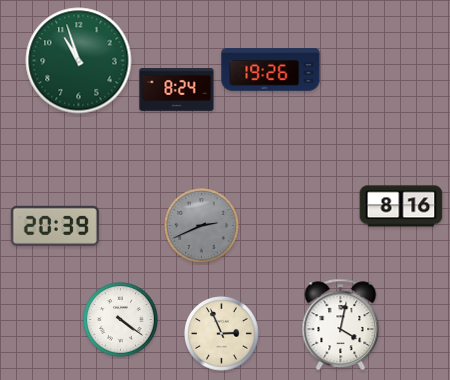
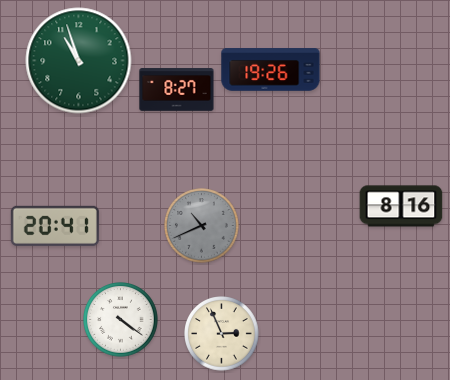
clock at (177, 90): 8:24 -> 8:27
clock at (55, 226): 20:39 -> 20:41
clock at (202, 226): 2:41 -> 10:41
clock at (341, 324): 4:02 -> none
